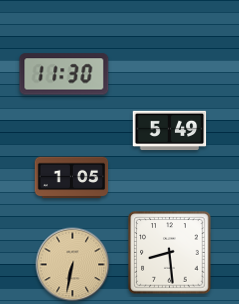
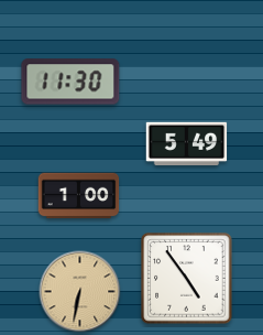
clock at (72, 178): 1:05 -> 1:00
clock at (170, 253): 8:29 -> 4:54
